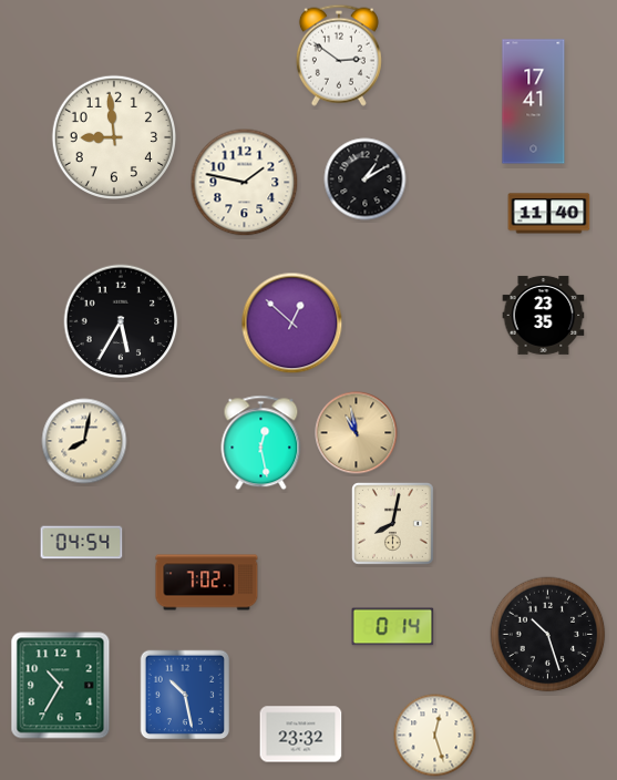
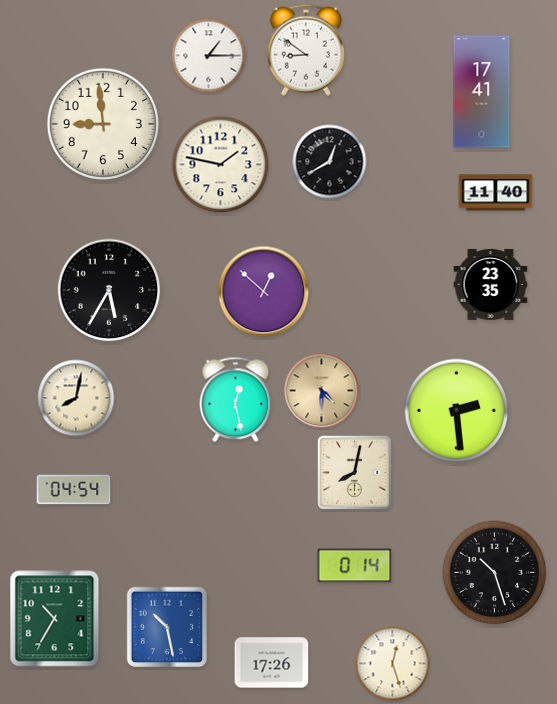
clock at (339, 55): 2:51 -> 8:51
clock at (209, 56): none -> 1:15
clock at (366, 179): 1:10 -> 12:40
clock at (357, 433): 10:58 -> 4:30
clock at (457, 411): none -> 2:29
clock at (207, 583): 7:02 -> none
clock at (301, 735): 23:32 -> 17:26
